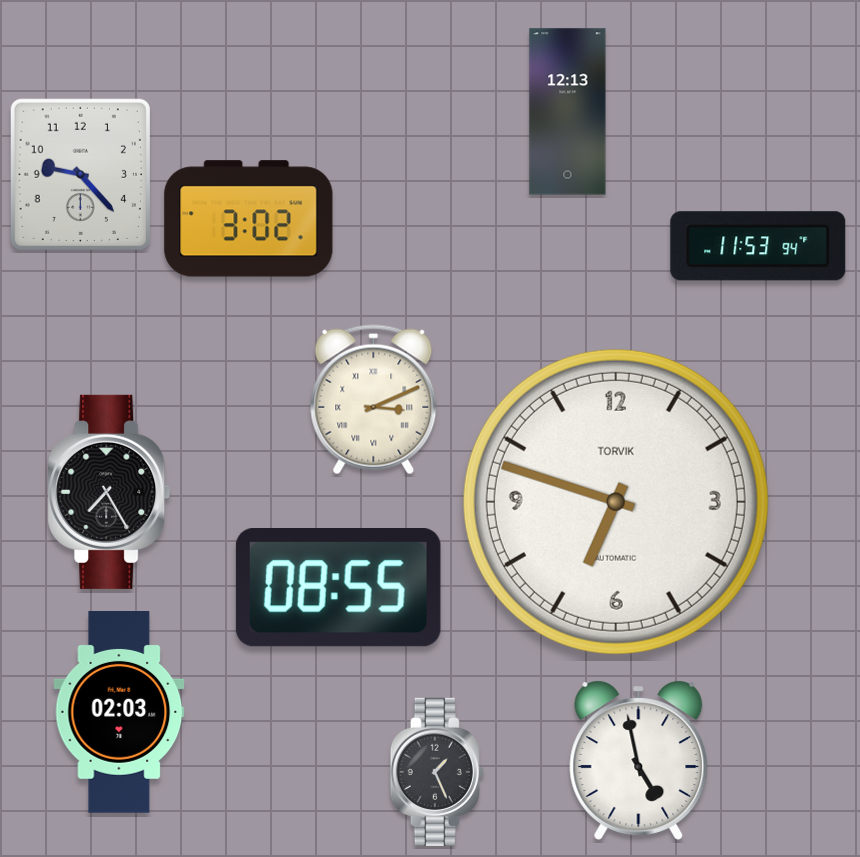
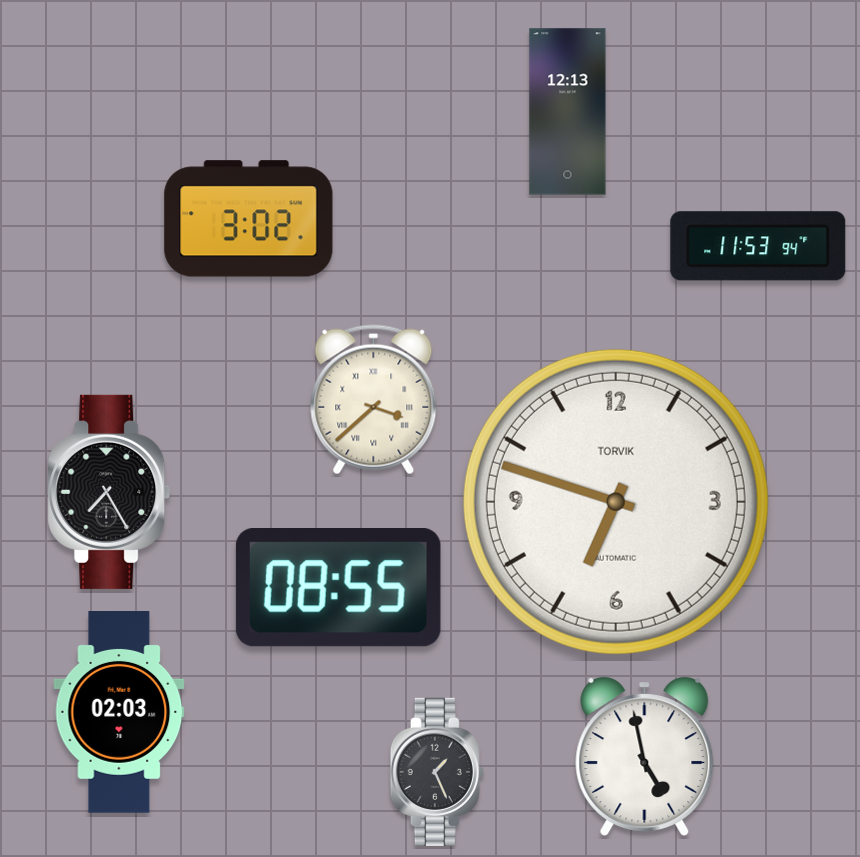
clock at (80, 174): 9:23 -> none
clock at (374, 400): 3:11 -> 3:38
clock at (639, 760) position: (639, 760) -> (645, 756)
